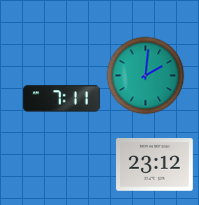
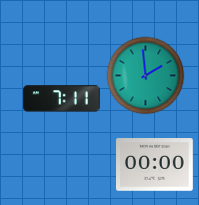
clock at (145, 75): 2:01 -> 1:59
clock at (155, 165): 23:12 -> 00:00
